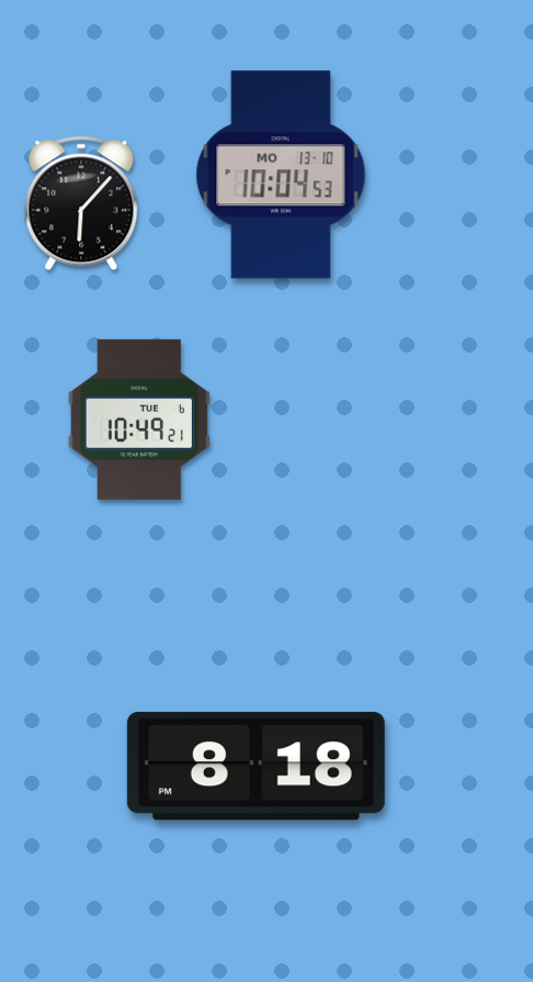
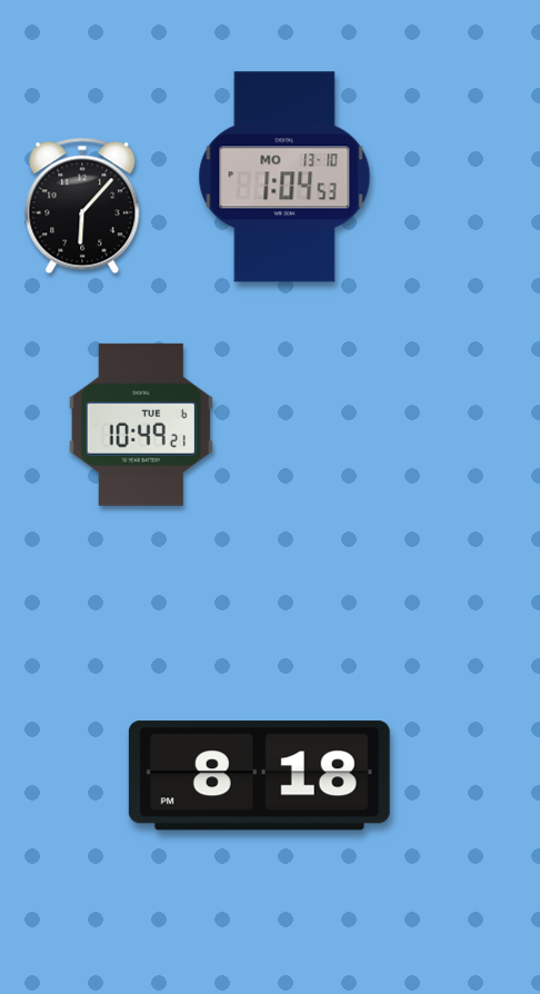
clock at (281, 175): 10:04 -> 1:04
